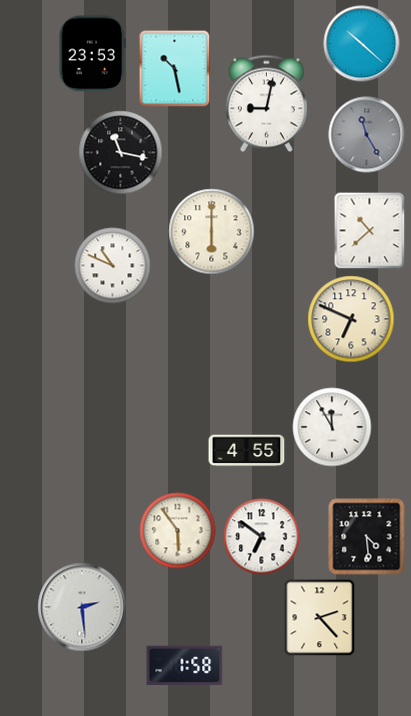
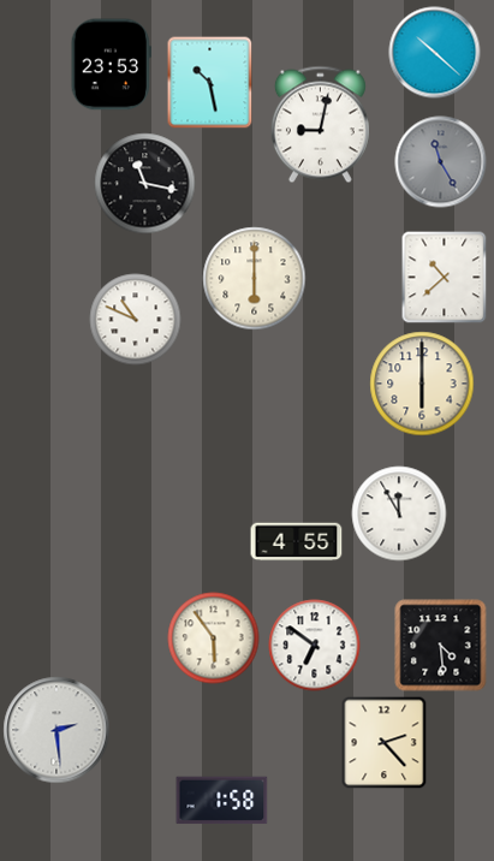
clock at (351, 319): 6:49 -> 6:00
clock at (82, 607) position: (82, 607) -> (56, 730)
